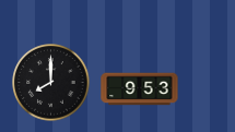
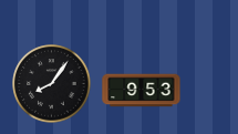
clock at (51, 83): 8:00 -> 8:06
